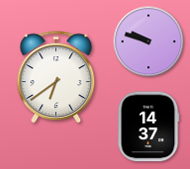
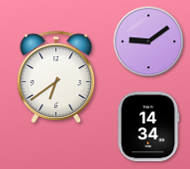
clock at (149, 42): 9:48 -> 9:09
clock at (148, 127): 14:37 -> 14:34
